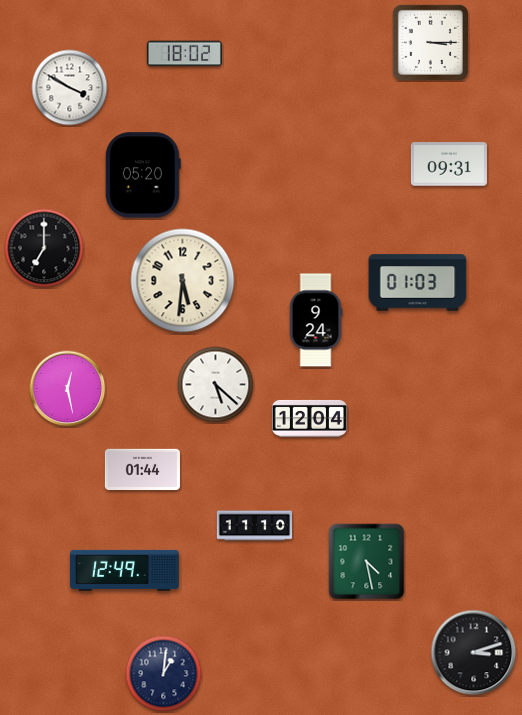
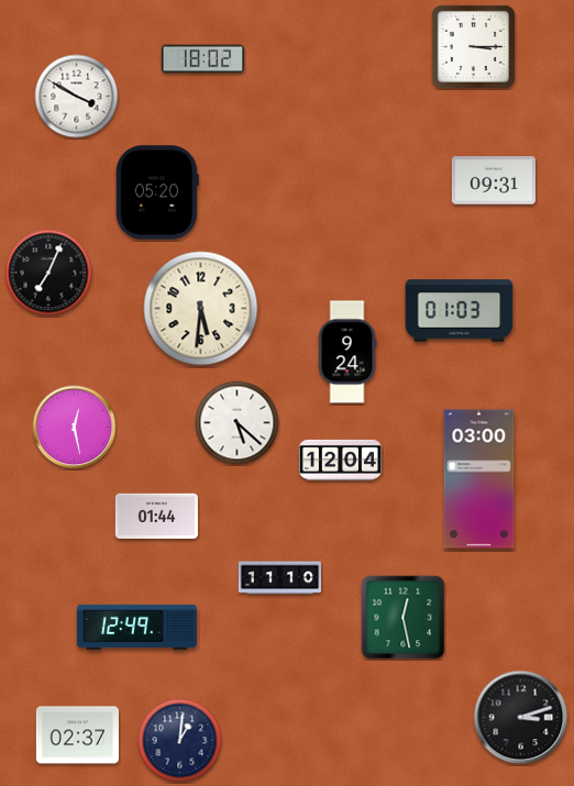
clock at (44, 248): 7:00 -> 7:04
clock at (479, 479): none -> 03:00
clock at (367, 562): 4:28 -> 12:28
clock at (77, 735): none -> 02:37
